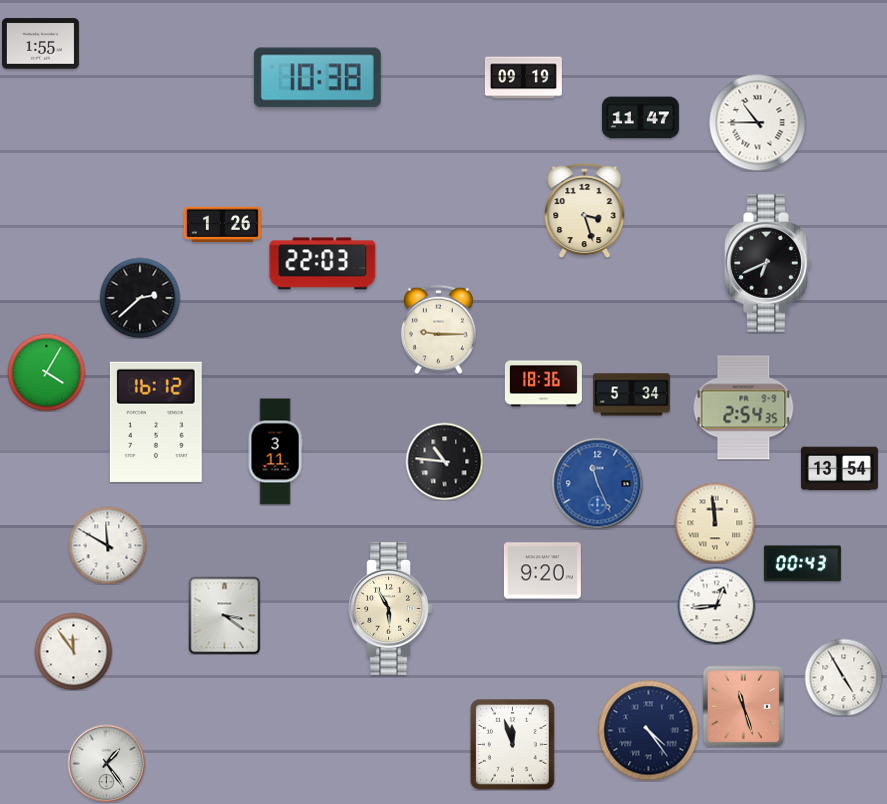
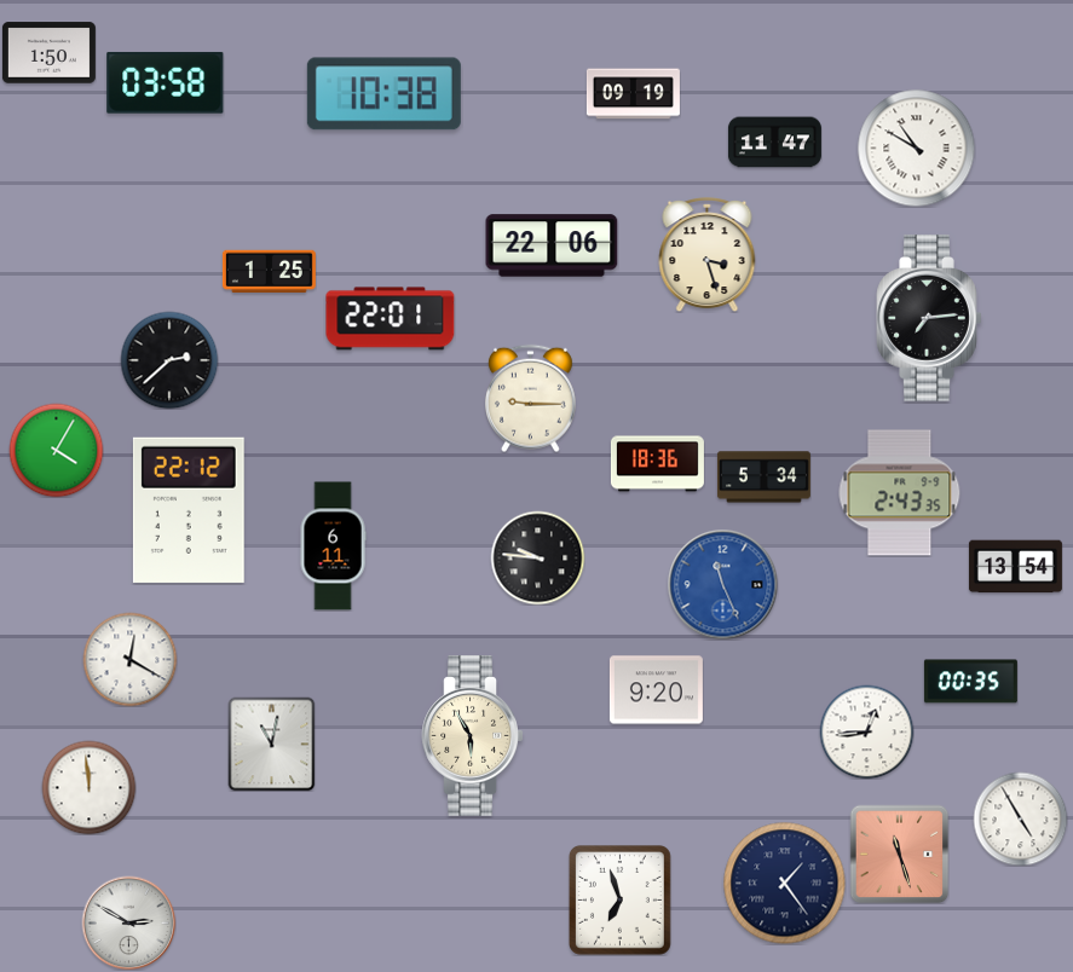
clock at (40, 44): 1:55 -> 1:50
clock at (166, 82): none -> 03:58
clock at (757, 122): 10:45 -> 10:50
clock at (552, 245): none -> 22:06
clock at (222, 225): 1:26 -> 1:25
clock at (768, 263): 6:41 -> 7:14
clock at (323, 264): 22:03 -> 22:01
clock at (744, 408): 2:54 -> 2:43
clock at (156, 422): 16:12 -> 22:12
clock at (275, 452): 3:11 -> 6:11
clock at (444, 461): 10:46 -> 9:46
clock at (715, 523): 11:59 -> none
clock at (107, 545): 11:50 -> 12:20
clock at (802, 564): 00:43 -> 00:35
clock at (225, 615): 3:21 -> 11:02
clock at (73, 651): 11:54 -> 11:59
clock at (649, 731): 4:24 -> 1:24
clock at (513, 745): 11:57 -> 6:57
clock at (106, 763): 1:24 -> 2:50
